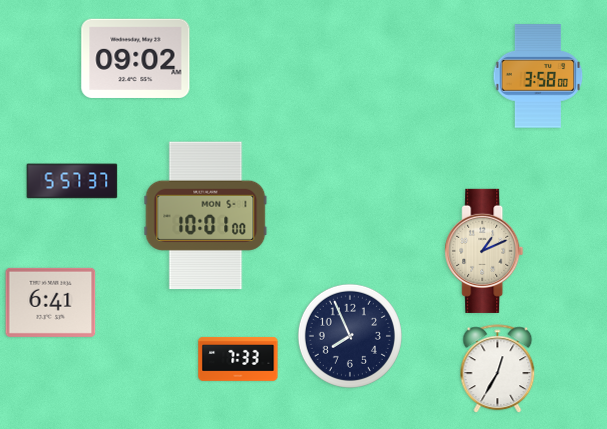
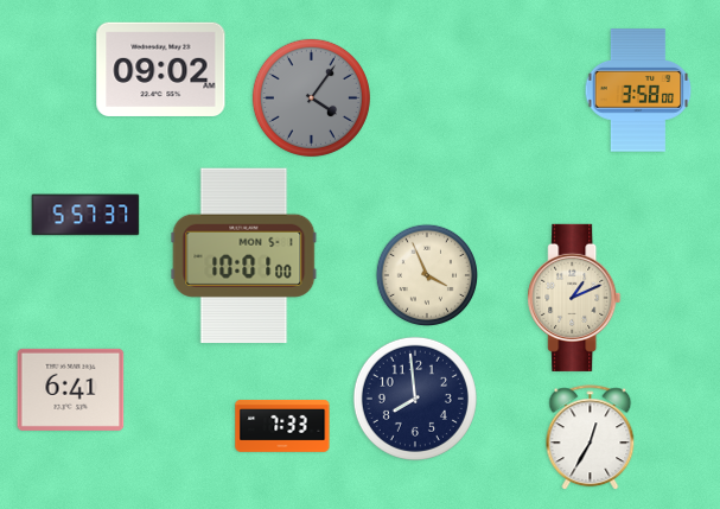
clock at (311, 97): none -> 4:06
clock at (426, 274): none -> 3:56
clock at (51, 302) position: (51, 302) -> (71, 389)
clock at (350, 336): 7:56 -> 7:59
